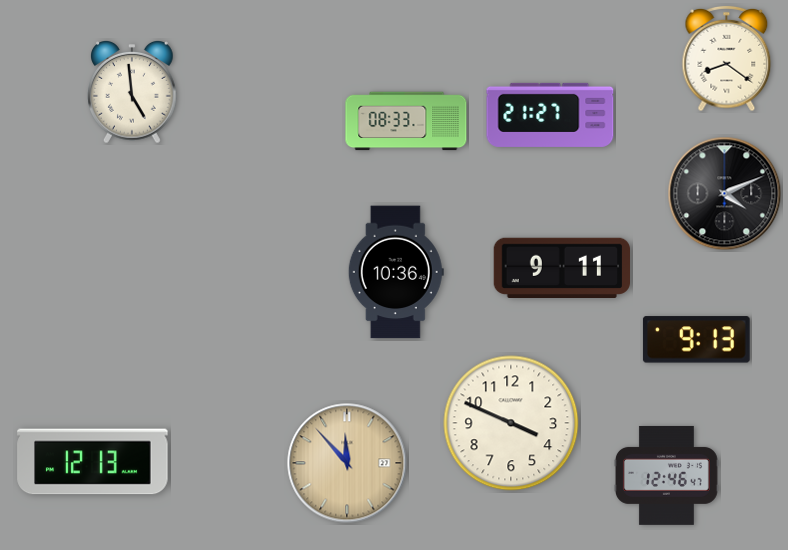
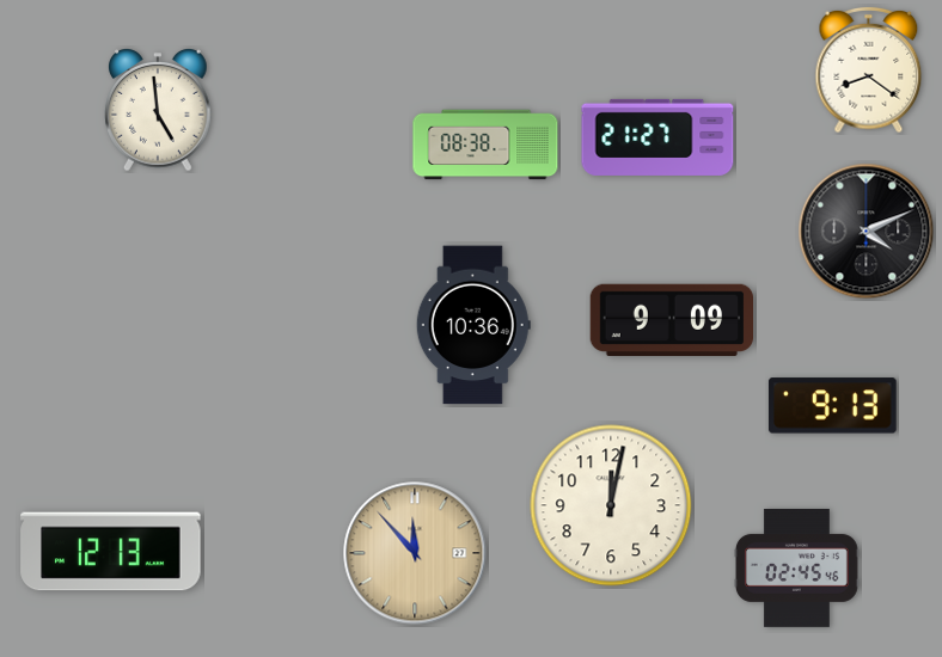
clock at (406, 121): 08:33 -> 08:38
clock at (562, 267): 9:11 -> 9:09
clock at (511, 423): 3:49 -> 12:02
clock at (667, 475): 12:46 -> 02:45
